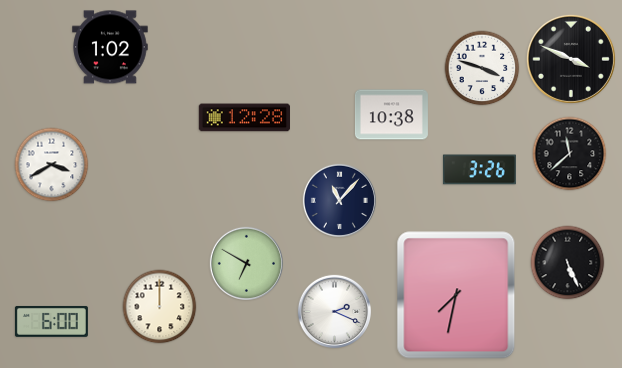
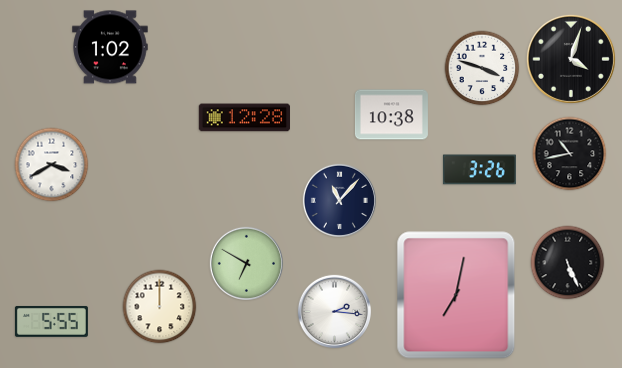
clock at (571, 59): 3:49 -> 4:03
clock at (570, 154): 11:38 -> 10:43
clock at (456, 295): 7:32 -> 7:02
clock at (334, 311): 2:19 -> 2:16
clock at (51, 321): 6:00 -> 5:55
